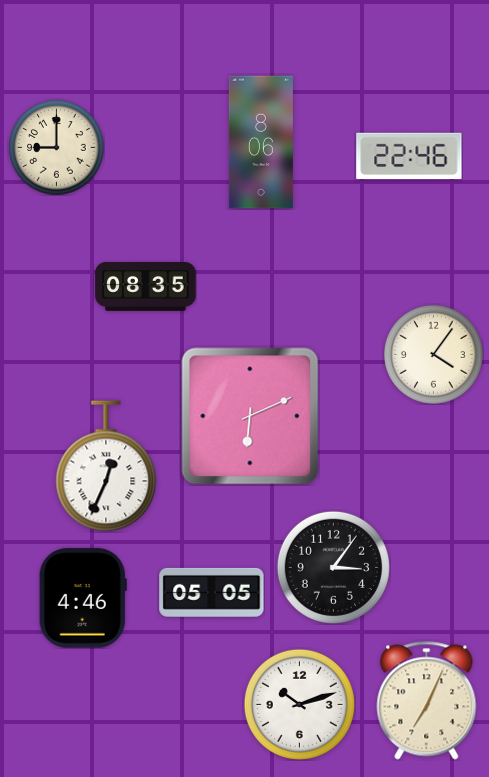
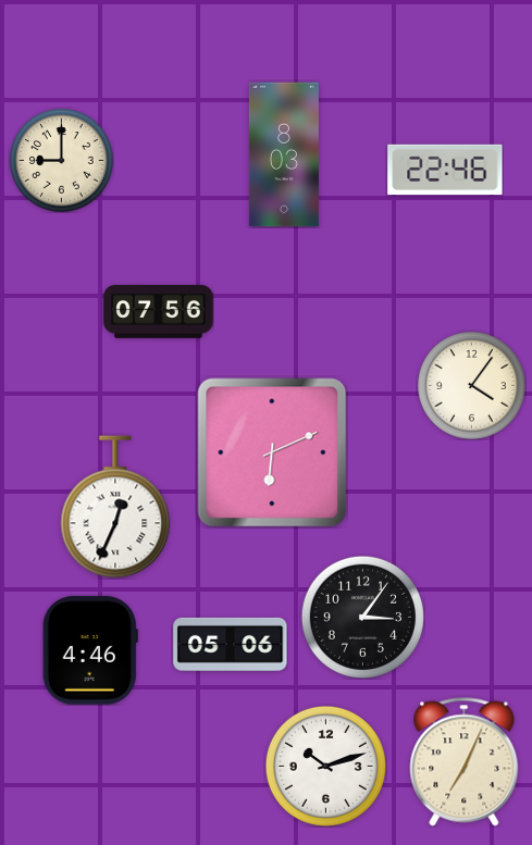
clock at (261, 142): 8:06 -> 8:03
clock at (146, 287): 08:35 -> 07:56
clock at (212, 592): 05:05 -> 05:06
